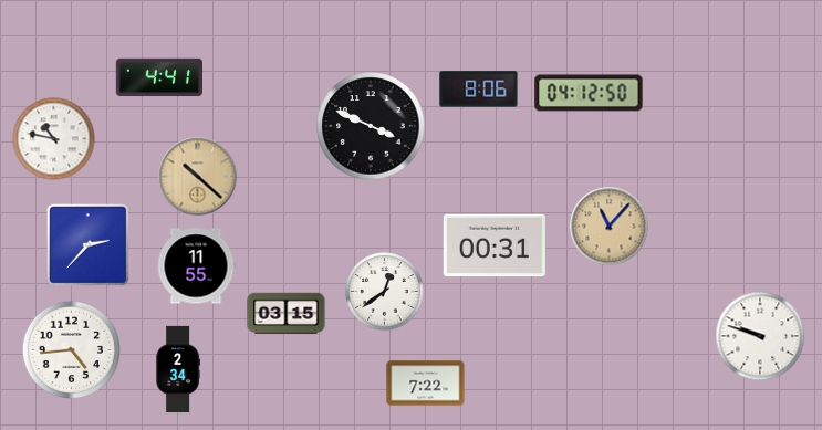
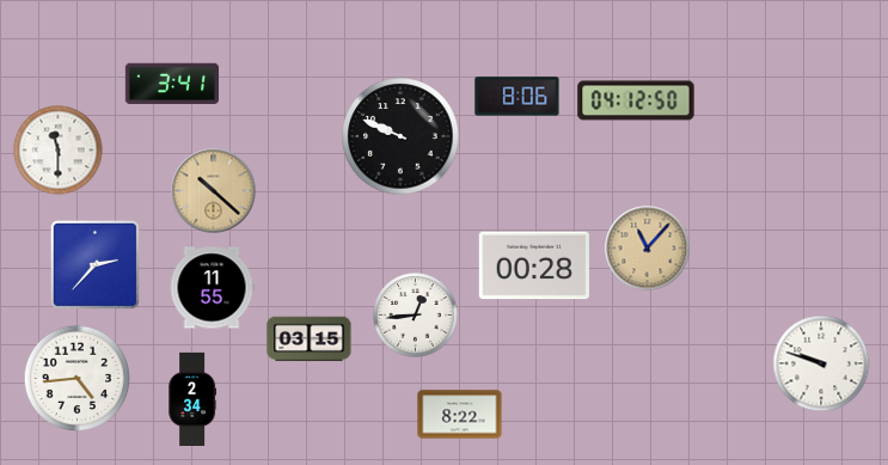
clock at (158, 77): 4:41 -> 3:41
clock at (371, 126): 3:49 -> 9:49
clock at (54, 139): 10:47 -> 11:30
clock at (610, 227) position: (610, 227) -> (648, 249)
clock at (495, 245): 00:31 -> 00:28
clock at (385, 292): 12:39 -> 12:44
clock at (426, 384): 7:22 -> 8:22
